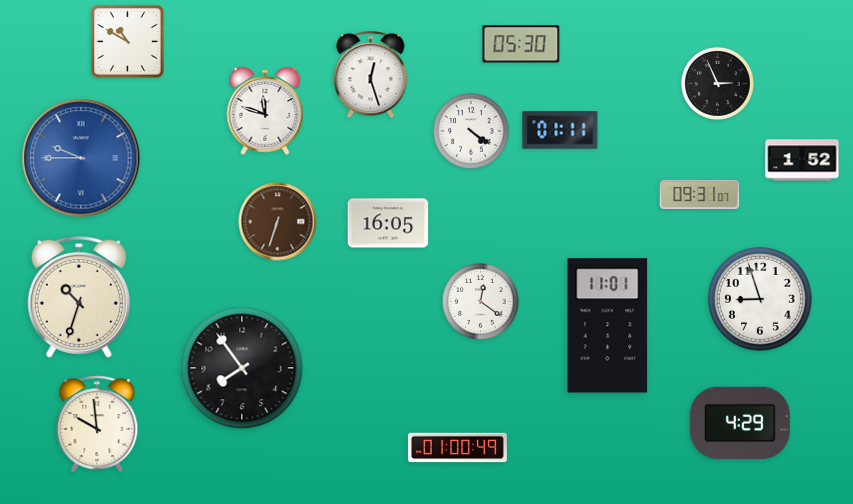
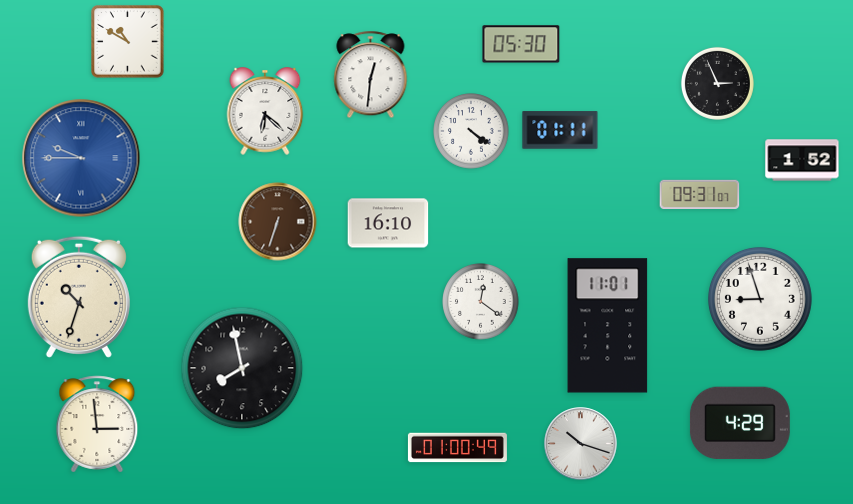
clock at (371, 75): 12:27 -> 12:31
clock at (265, 111): 11:48 -> 6:22
clock at (388, 223): 16:05 -> 16:10
clock at (242, 368): 7:54 -> 7:58
clock at (97, 424): 9:59 -> 2:59
clock at (581, 444): none -> 10:18
